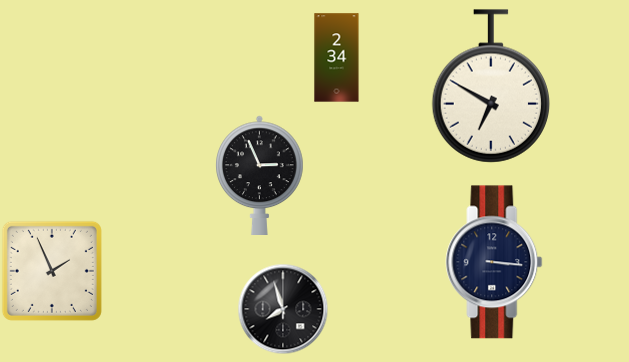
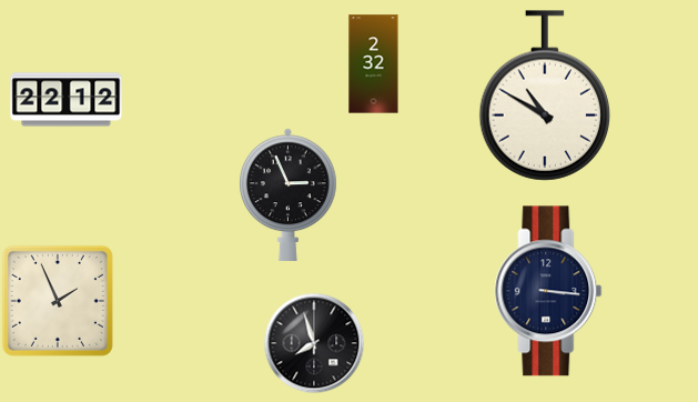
clock at (337, 58): 2:34 -> 2:32
clock at (490, 86): 6:50 -> 10:50
clock at (67, 100): none -> 22:12
